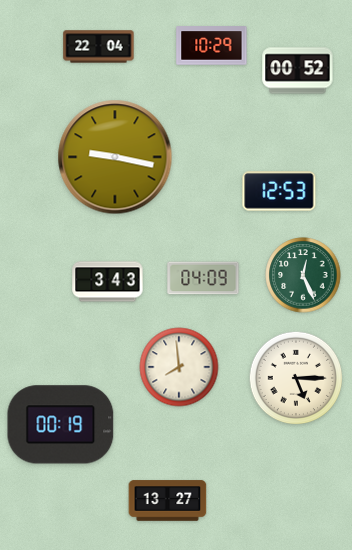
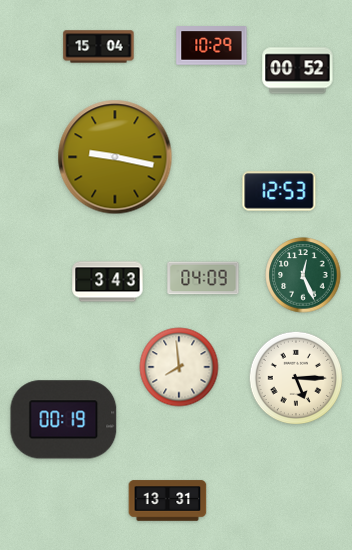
clock at (99, 47): 22:04 -> 15:04
clock at (61, 425) position: (61, 425) -> (64, 420)
clock at (168, 501): 13:27 -> 13:31
